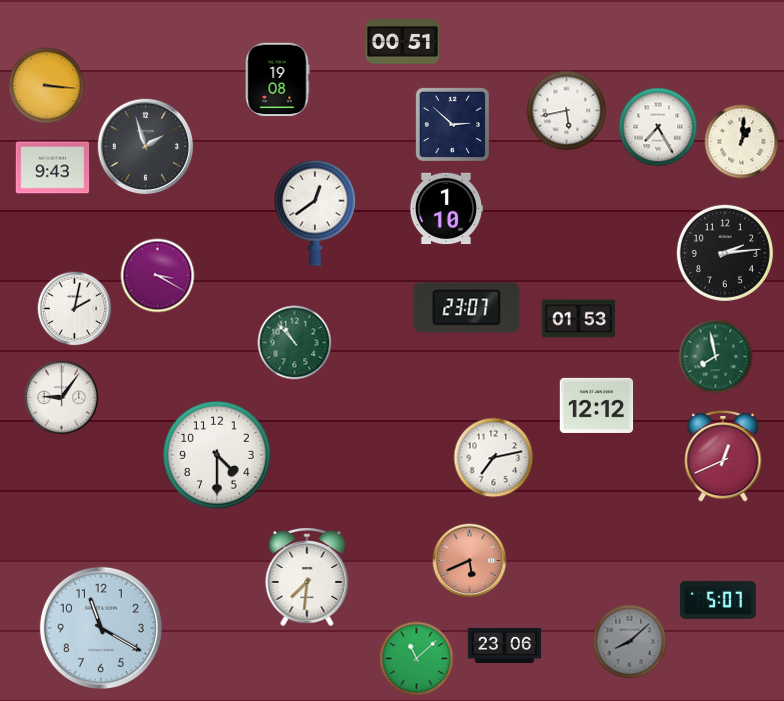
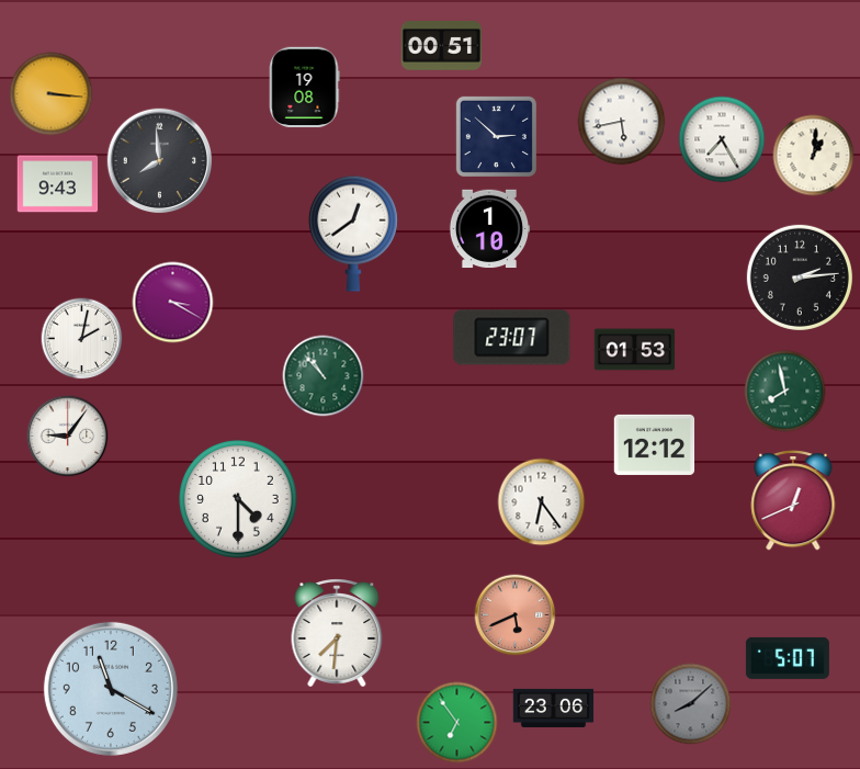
clock at (146, 147): 1:57 -> 7:59
clock at (315, 213) position: (315, 213) -> (353, 234)
clock at (725, 253) position: (725, 253) -> (800, 278)
clock at (494, 458): 7:13 -> 6:24
clock at (417, 659): 11:08 -> 6:54
